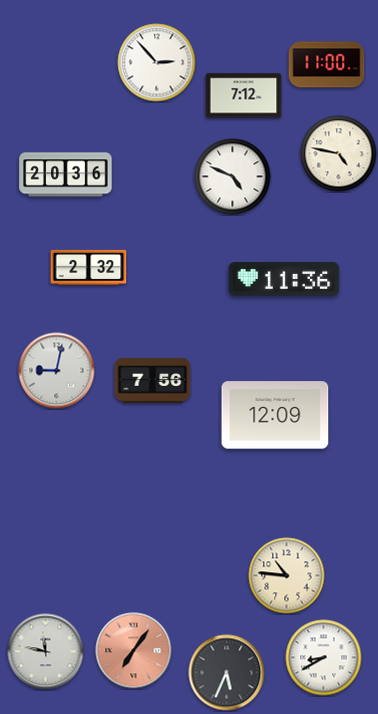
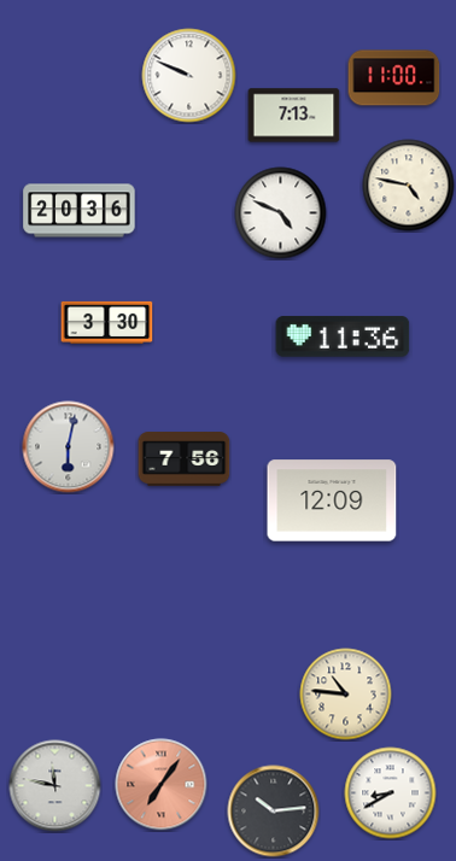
clock at (157, 63): 2:53 -> 9:49
clock at (244, 96): 7:12 -> 7:13
clock at (89, 267): 2:32 -> 3:30
clock at (57, 371): 9:02 -> 6:02
clock at (227, 673): 5:34 -> 10:14
